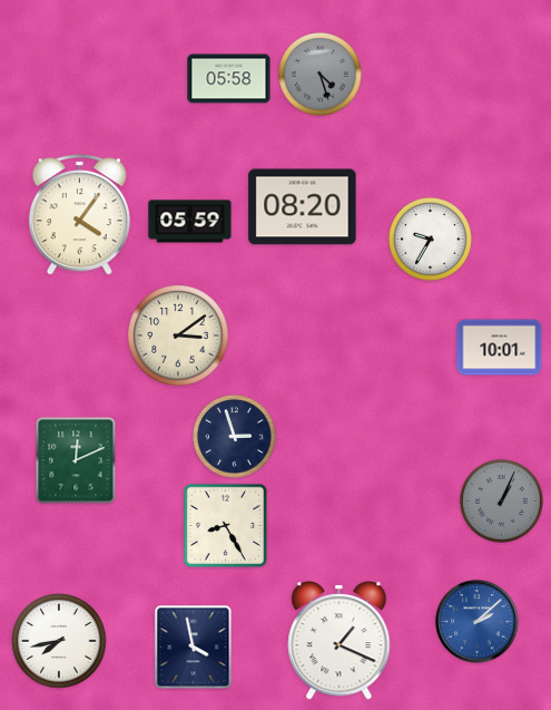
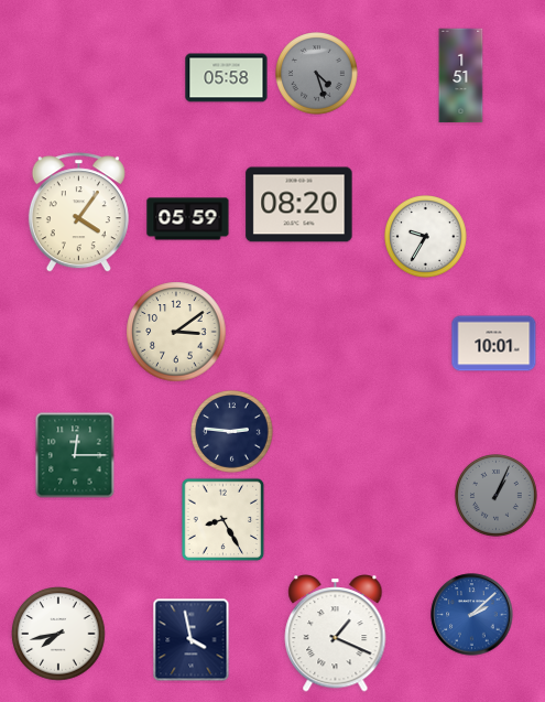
clock at (461, 76): none -> 1:51
clock at (235, 437): 2:57 -> 2:46
clock at (76, 460): 12:11 -> 12:15
